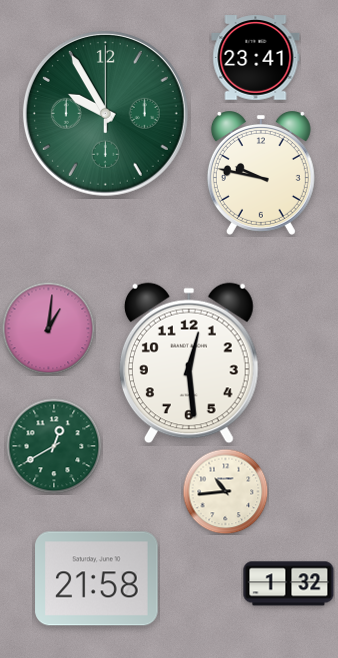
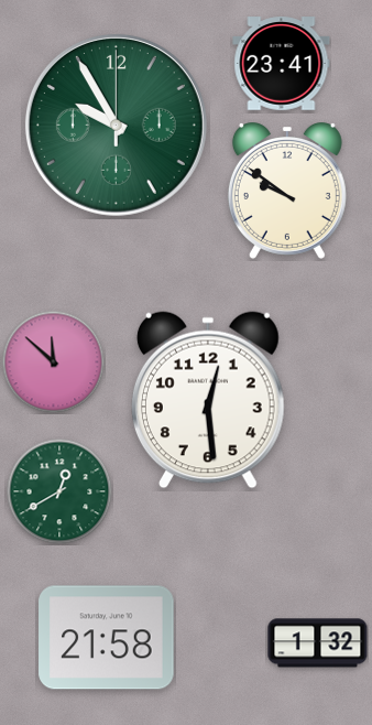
clock at (261, 174): 9:47 -> 9:51
clock at (48, 328): 1:01 -> 11:52
clock at (225, 491): 10:44 -> none
